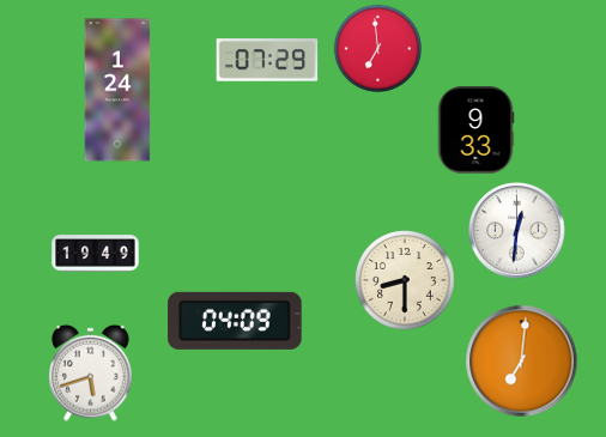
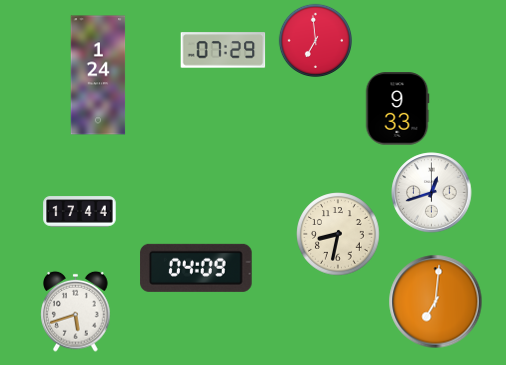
clock at (517, 231): 12:31 -> 12:42
clock at (96, 254): 19:49 -> 17:44
clock at (405, 280): 8:30 -> 8:32
